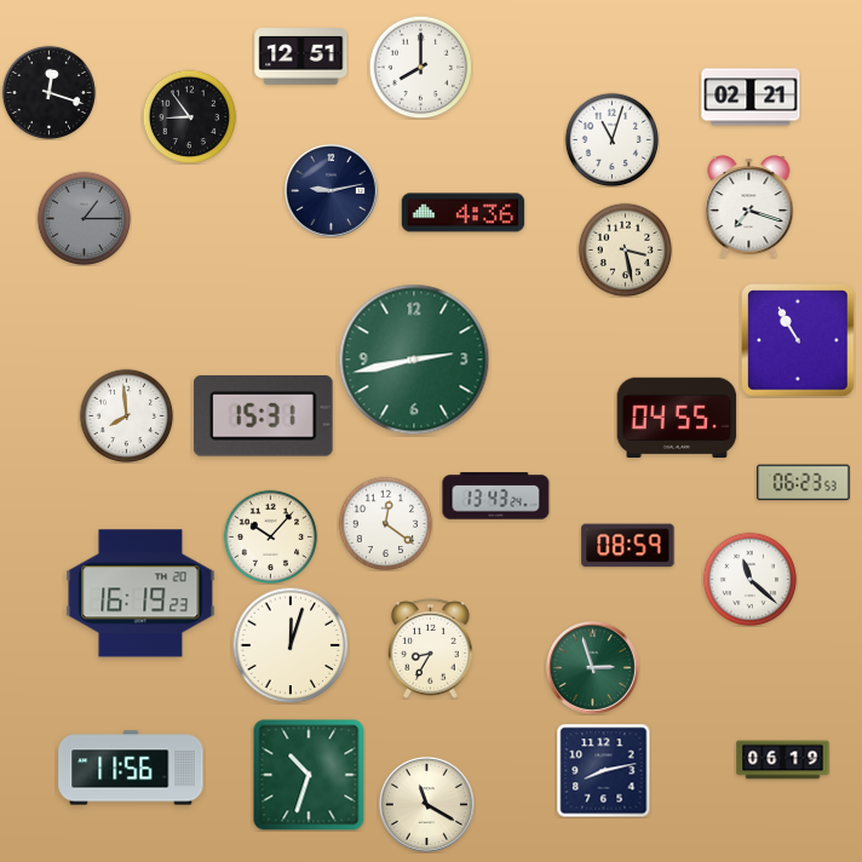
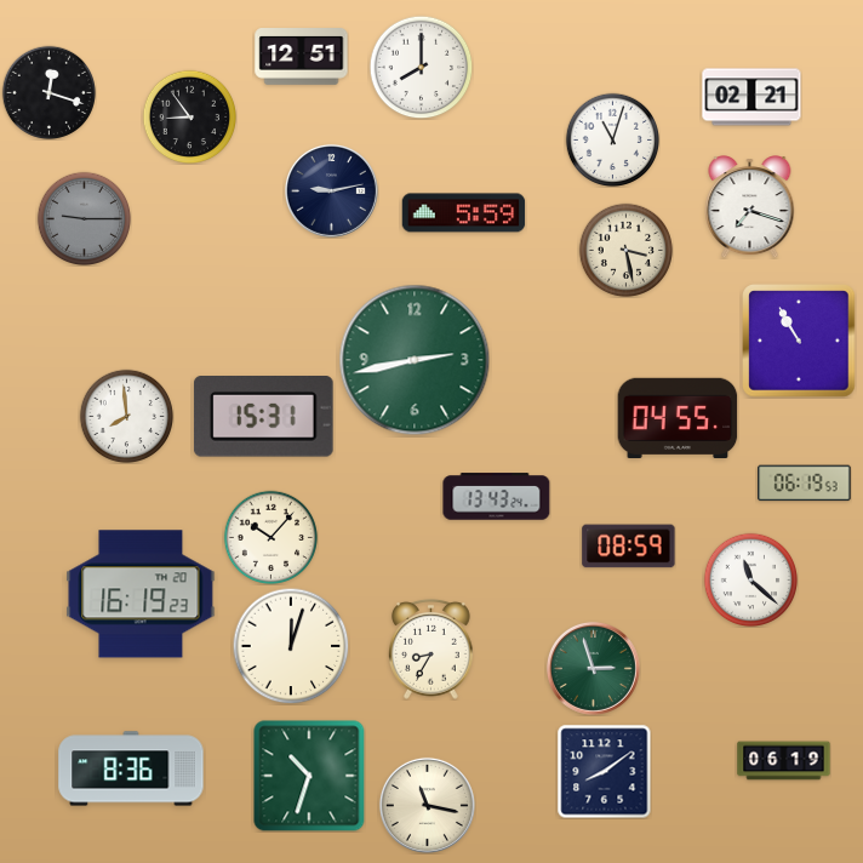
clock at (464, 213): 4:36 -> 5:59
clock at (84, 218): 1:15 -> 9:15
clock at (804, 483): 06:23 -> 06:19
clock at (385, 523): 12:21 -> none
clock at (131, 768): 11:56 -> 8:36
clock at (603, 770): 8:13 -> 8:09
clock at (426, 804): 11:20 -> 11:17
